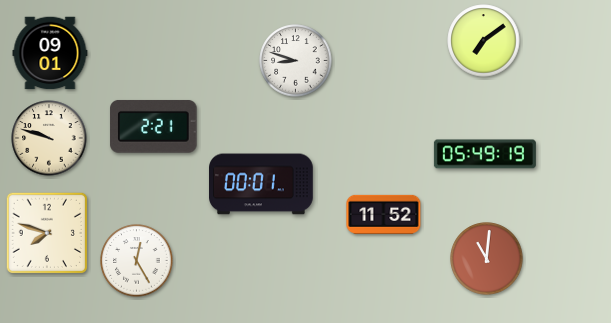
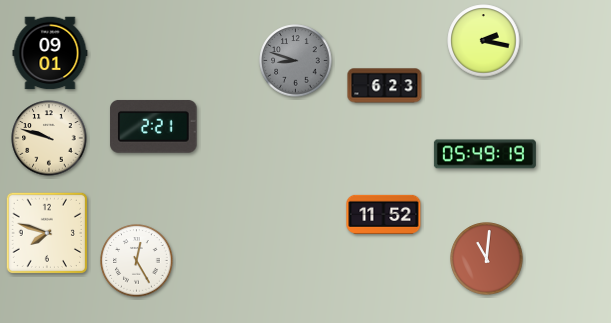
clock at (484, 41): 7:09 -> 2:17
clock at (296, 61) dial: white -> grey
clock at (385, 86): none -> 6:23
clock at (262, 184): 00:01 -> none
